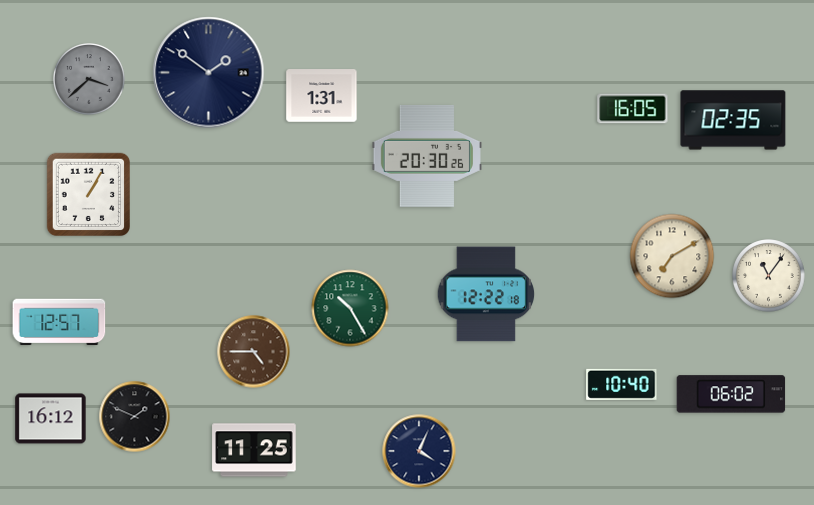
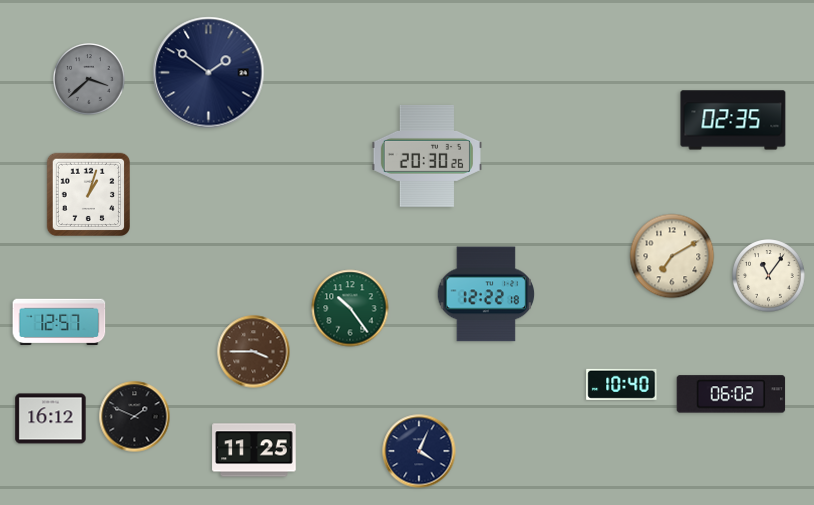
clock at (322, 96): 1:31 -> none
clock at (633, 109): 16:05 -> none
clock at (88, 194): 1:05 -> 1:03
clock at (350, 308): 10:25 -> 10:24
clock at (254, 352): 4:45 -> 3:45
